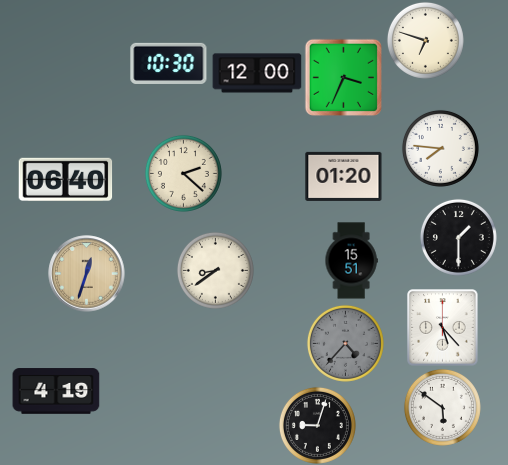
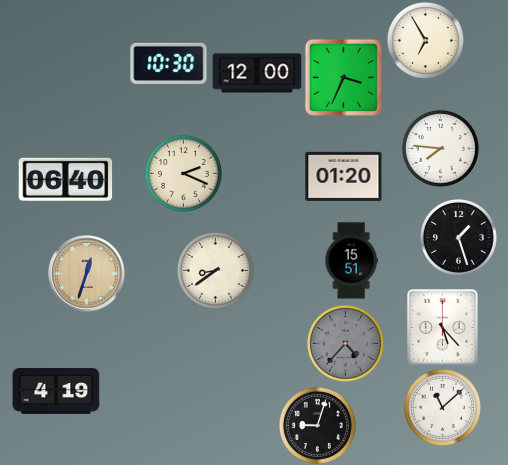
clock at (425, 40): 6:48 -> 6:55
clock at (183, 173): 2:22 -> 2:19
clock at (458, 237): 1:30 -> 1:27
clock at (442, 407): 5:51 -> 11:08
